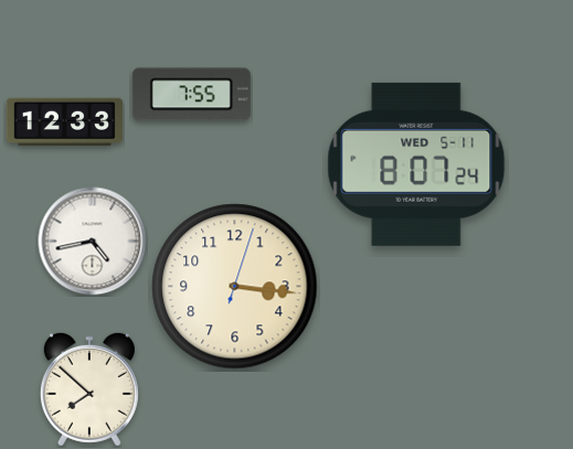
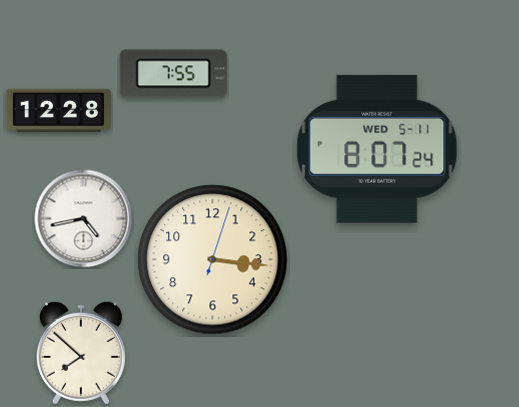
clock at (191, 95) position: (191, 95) -> (173, 74)
clock at (64, 122): 12:33 -> 12:28
